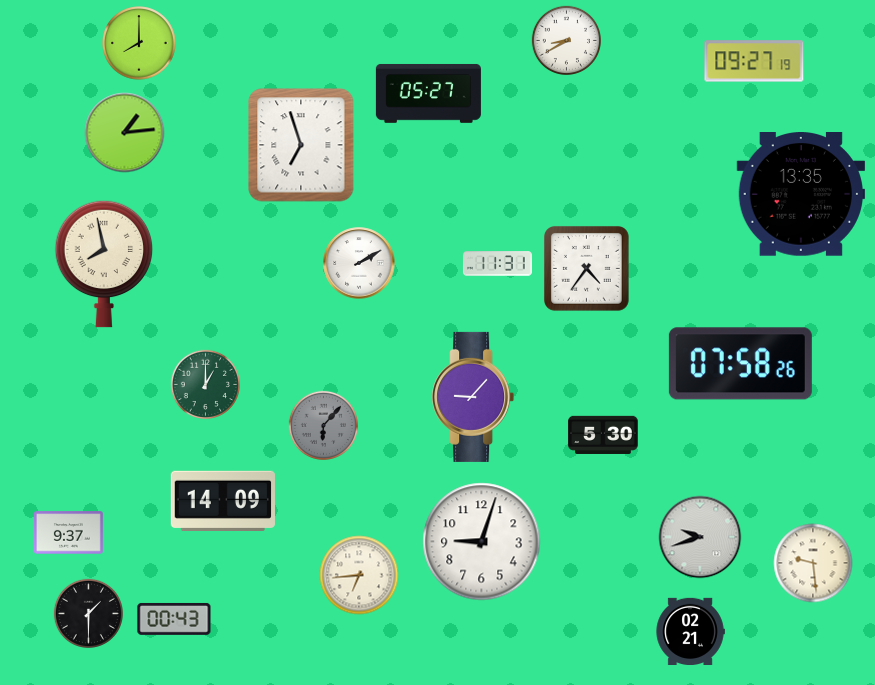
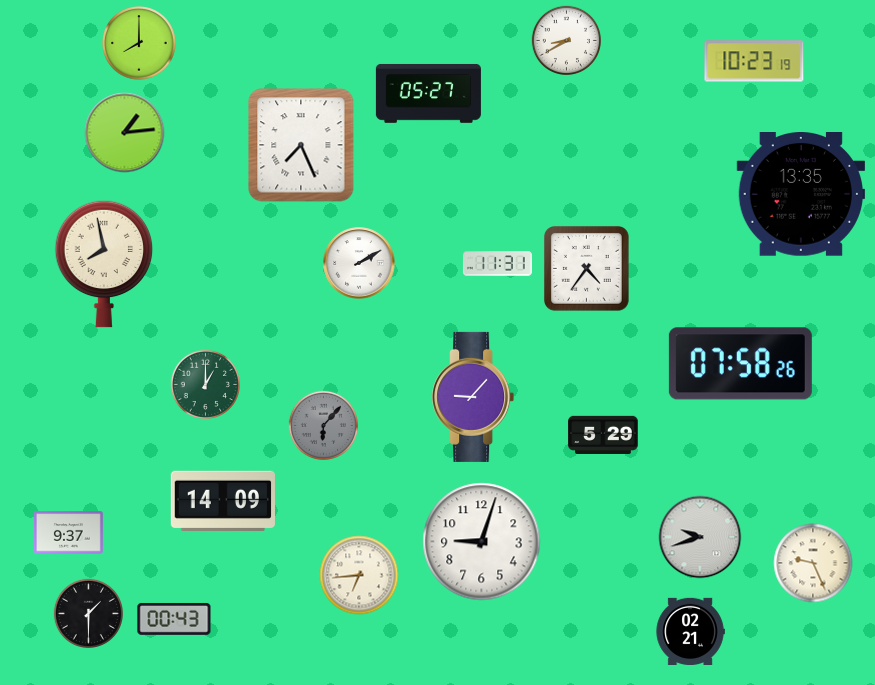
clock at (754, 61): 09:27 -> 10:23
clock at (301, 145): 6:57 -> 7:26
clock at (603, 435): 5:30 -> 5:29
clock at (813, 563): 9:29 -> 9:26
